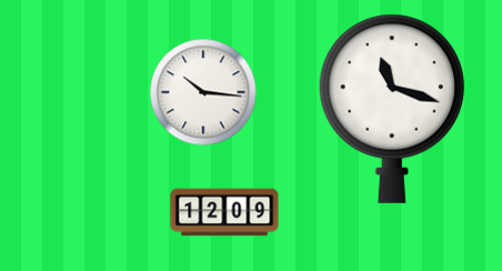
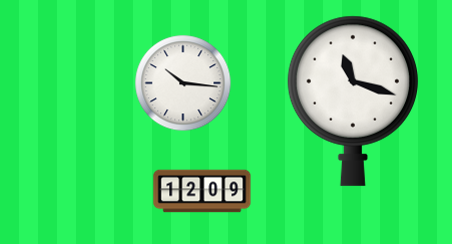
clock at (391, 109) position: (391, 109) -> (352, 101)
